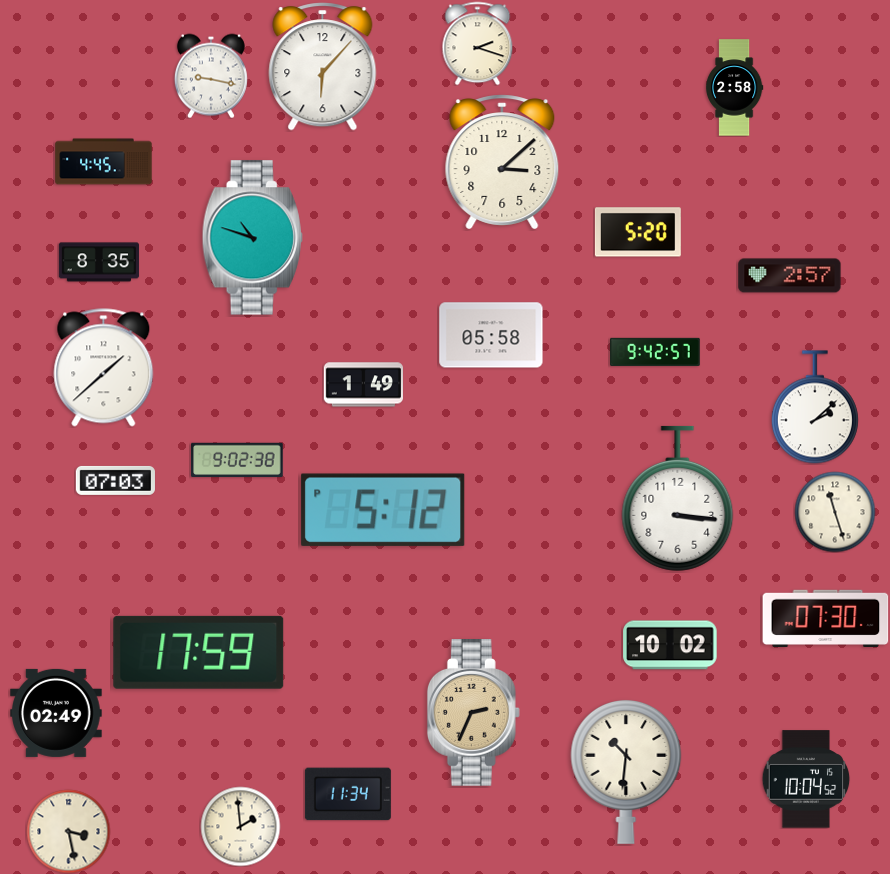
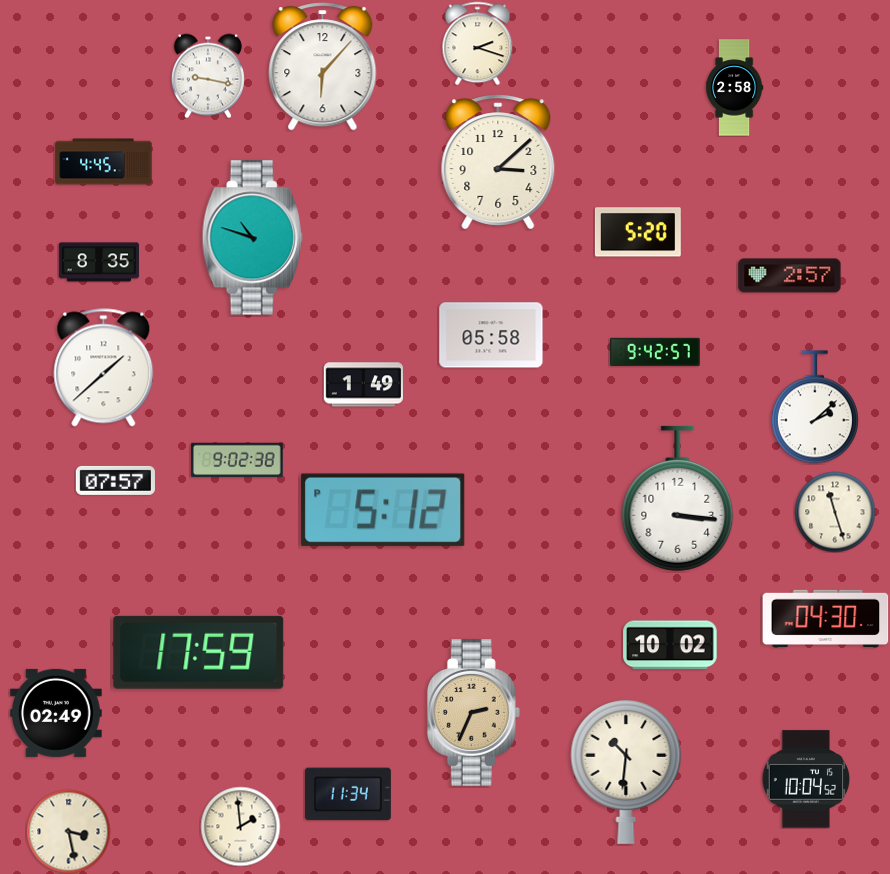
clock at (211, 76) position: (211, 76) -> (208, 76)
clock at (502, 162) position: (502, 162) -> (498, 162)
clock at (115, 480): 07:03 -> 07:57
clock at (826, 618): 07:30 -> 04:30
